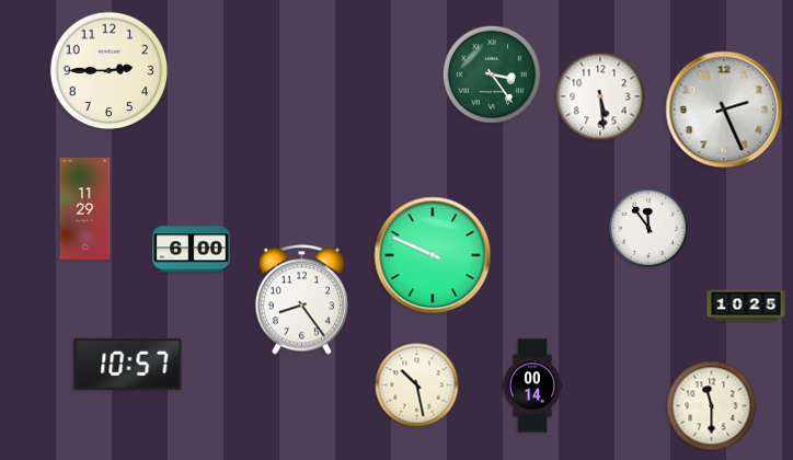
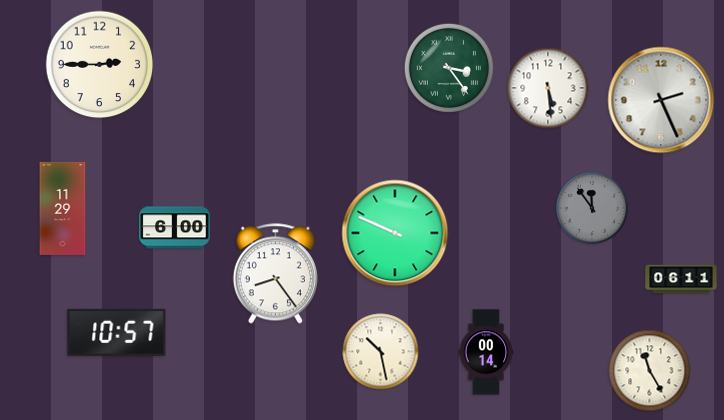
clock at (85, 208) position: (85, 208) -> (63, 208)
clock at (648, 228) dial: white -> grey
clock at (746, 306): 10:25 -> 06:11
clock at (712, 406): 11:30 -> 11:25
